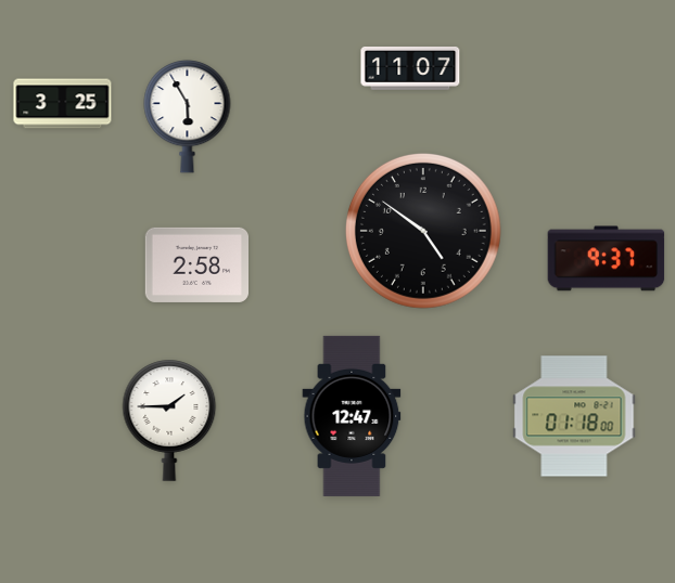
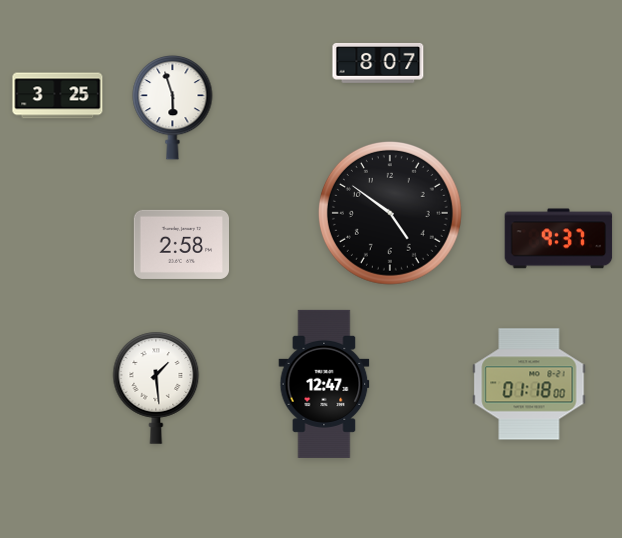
clock at (410, 68): 11:07 -> 8:07
clock at (188, 117): 5:55 -> 5:57
clock at (169, 420): 1:45 -> 1:29
